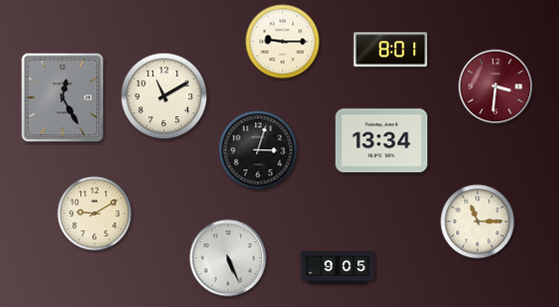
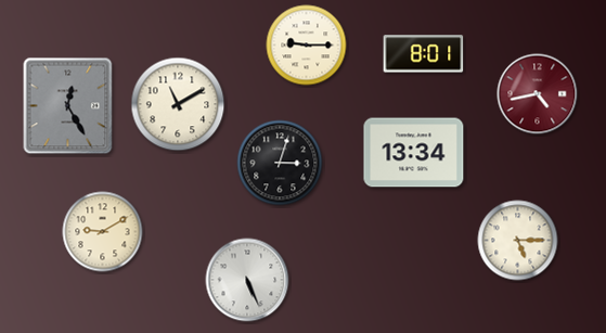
clock at (496, 87): 3:31 -> 4:43
clock at (478, 222): 11:15 -> 5:15
clock at (338, 268): 9:05 -> none
